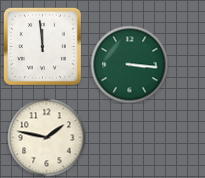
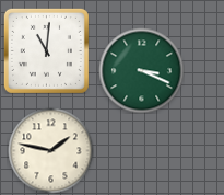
clock at (42, 46): 11:59 -> 11:01
clock at (129, 64): 3:16 -> 3:19
